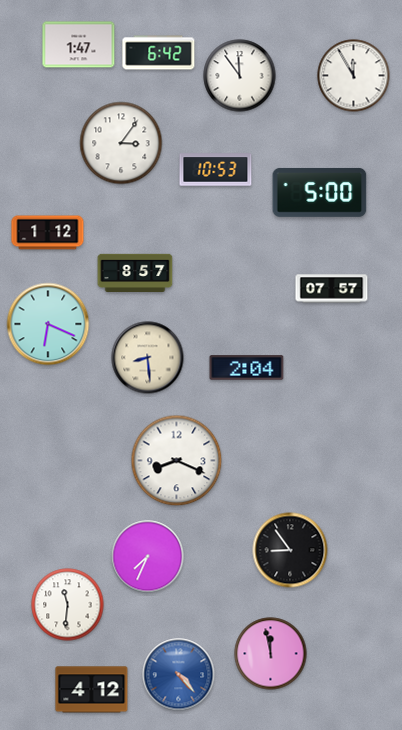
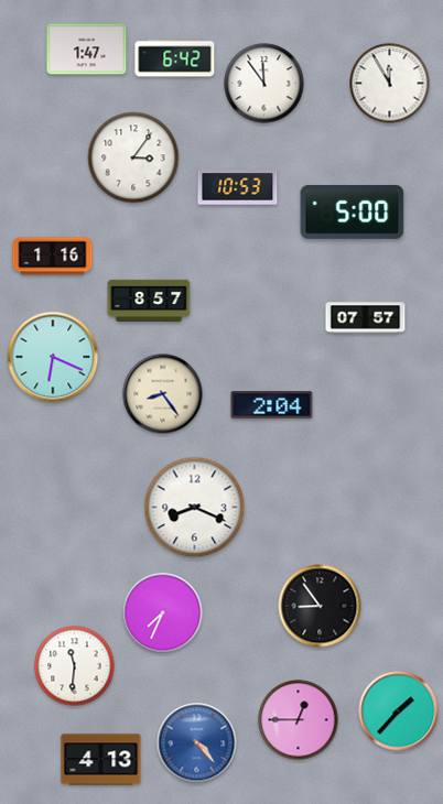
clock at (48, 233): 1:12 -> 1:16
clock at (148, 358): 8:29 -> 8:24
clock at (399, 711): none -> 1:37
clock at (271, 654): 11:58 -> 12:45
clock at (92, 690): 4:12 -> 4:13
